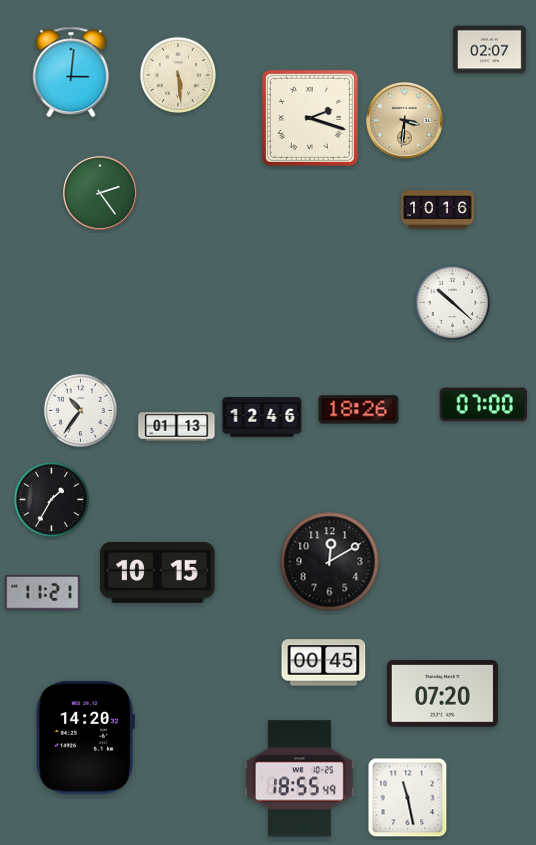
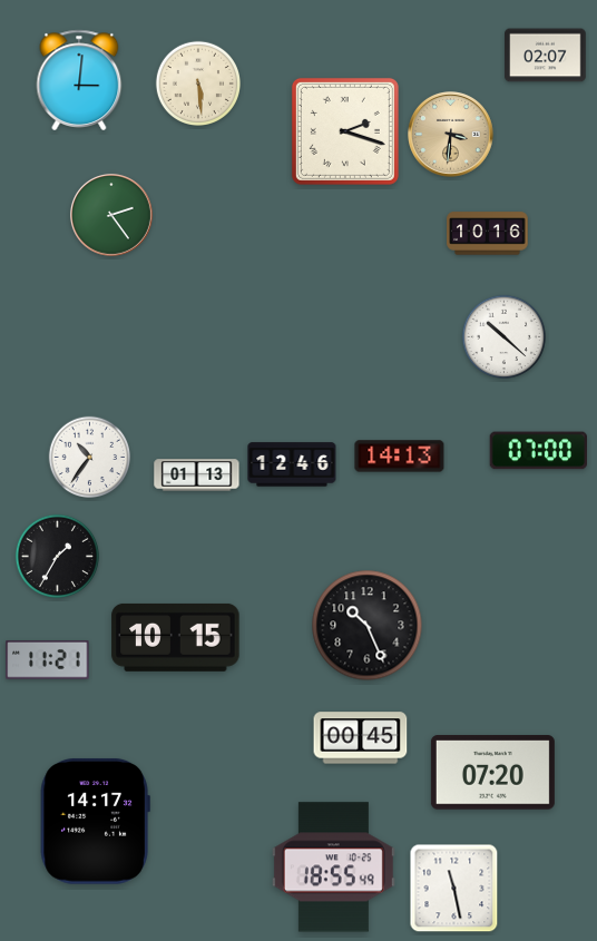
clock at (359, 410): 18:26 -> 14:13
clock at (330, 562): 12:10 -> 10:26
clock at (85, 737): 14:20 -> 14:17
